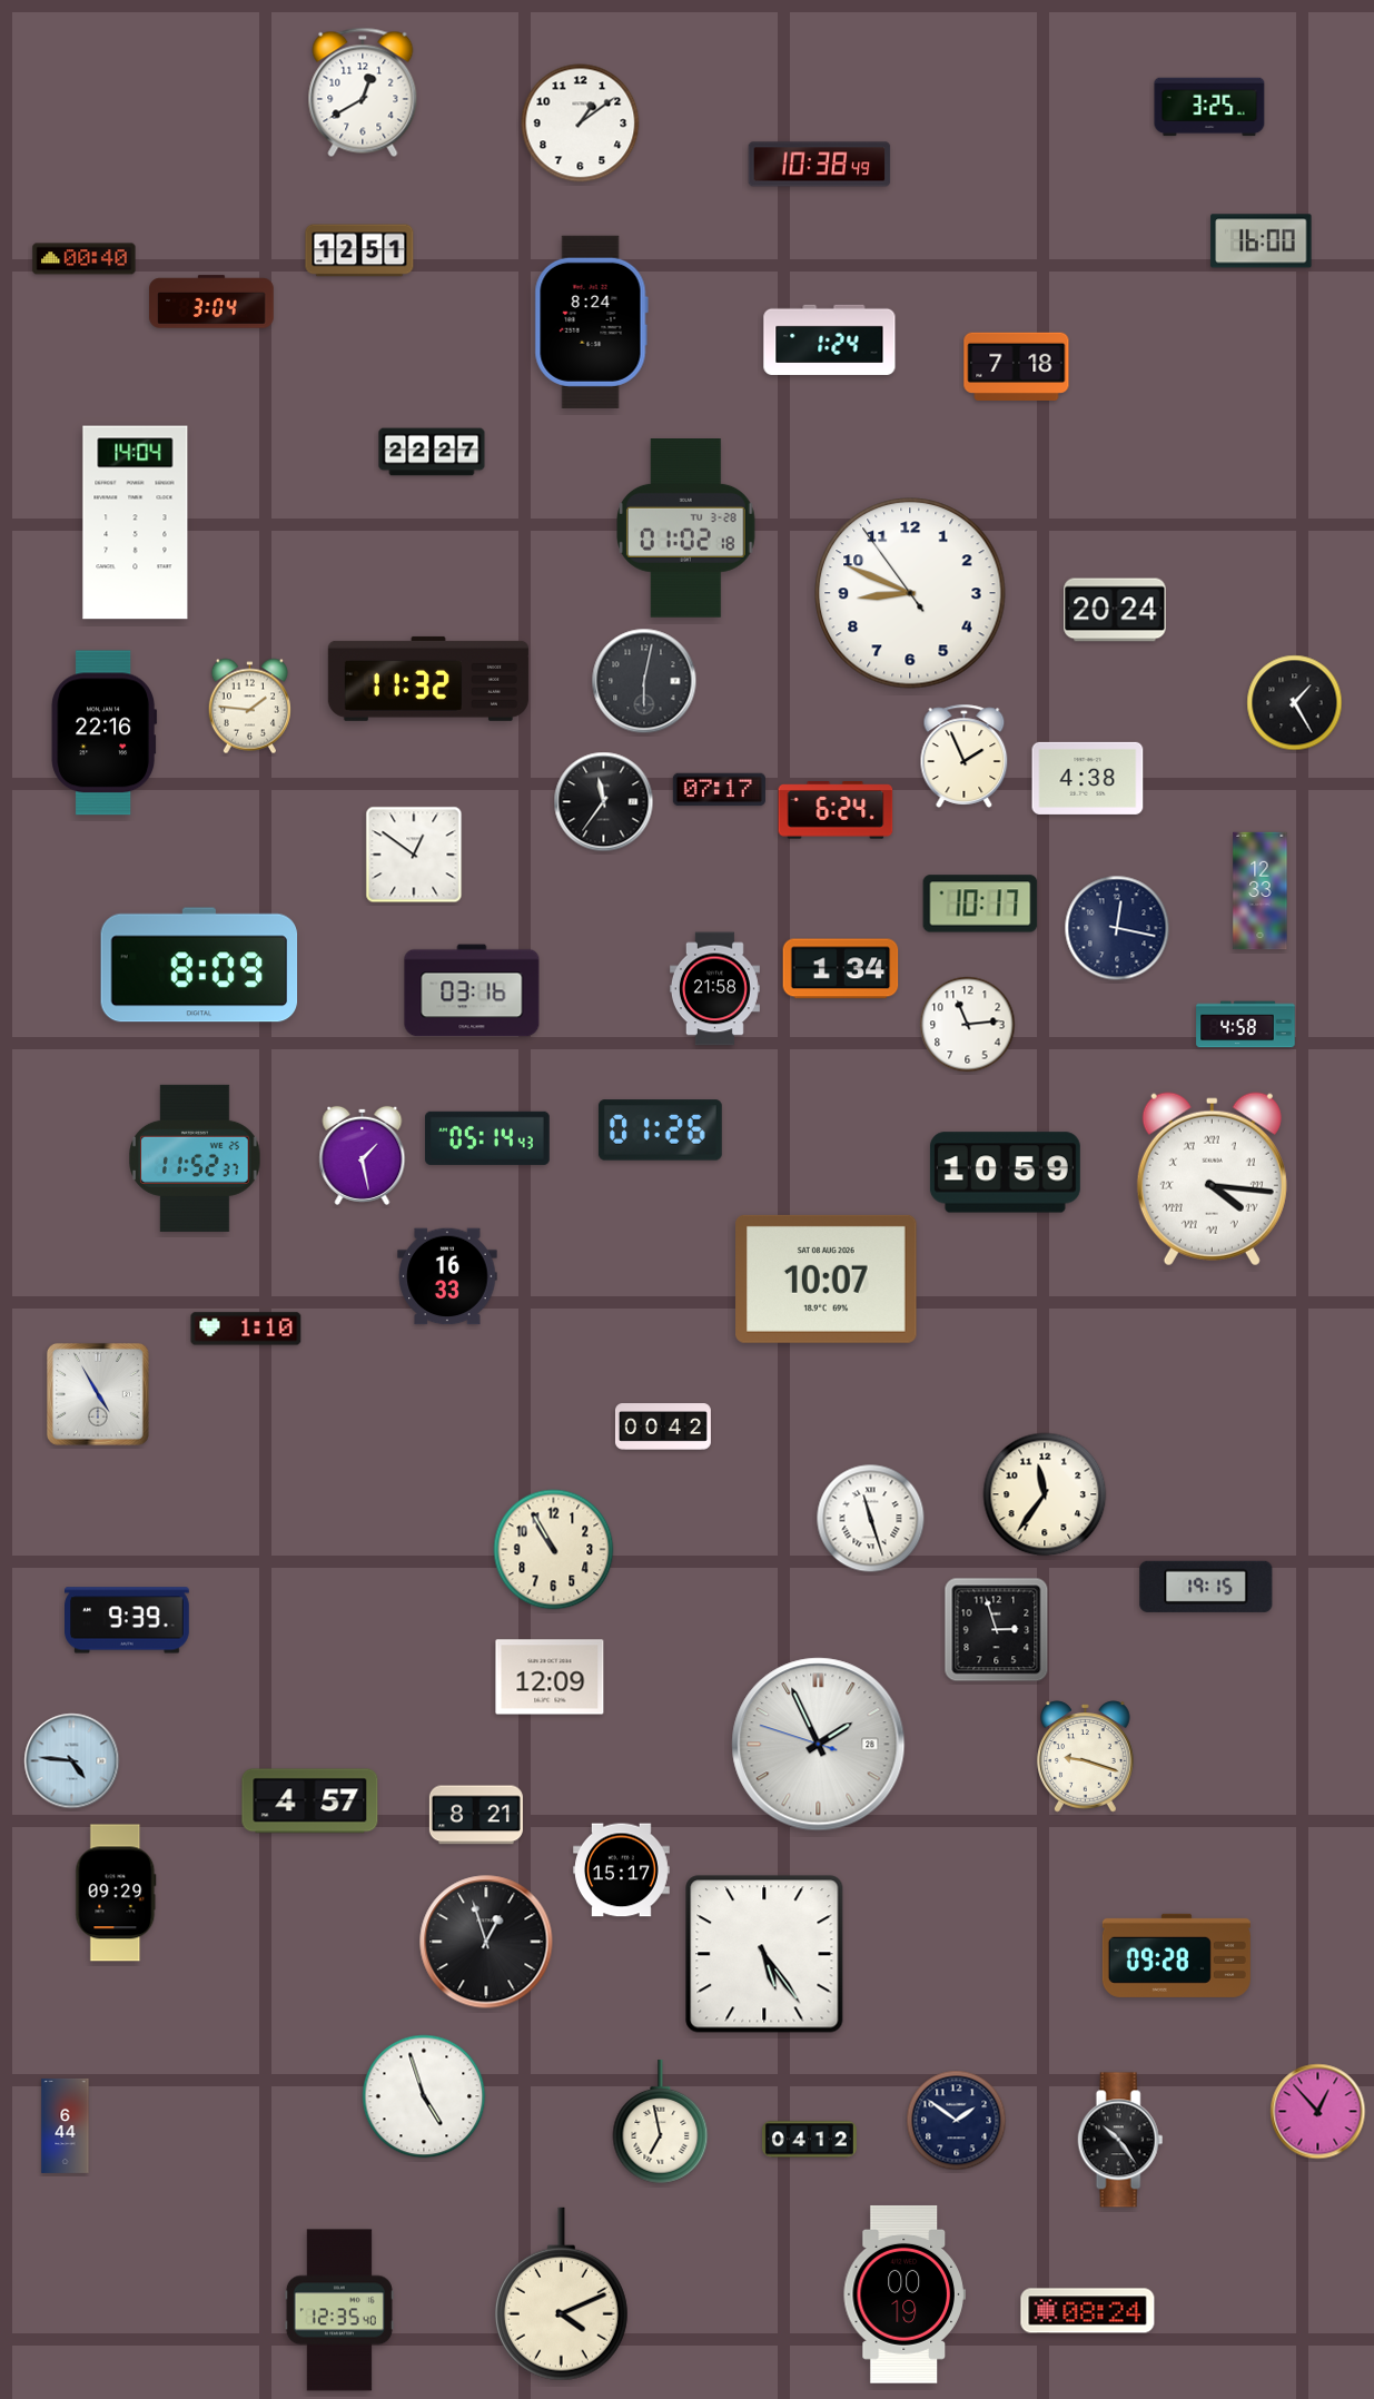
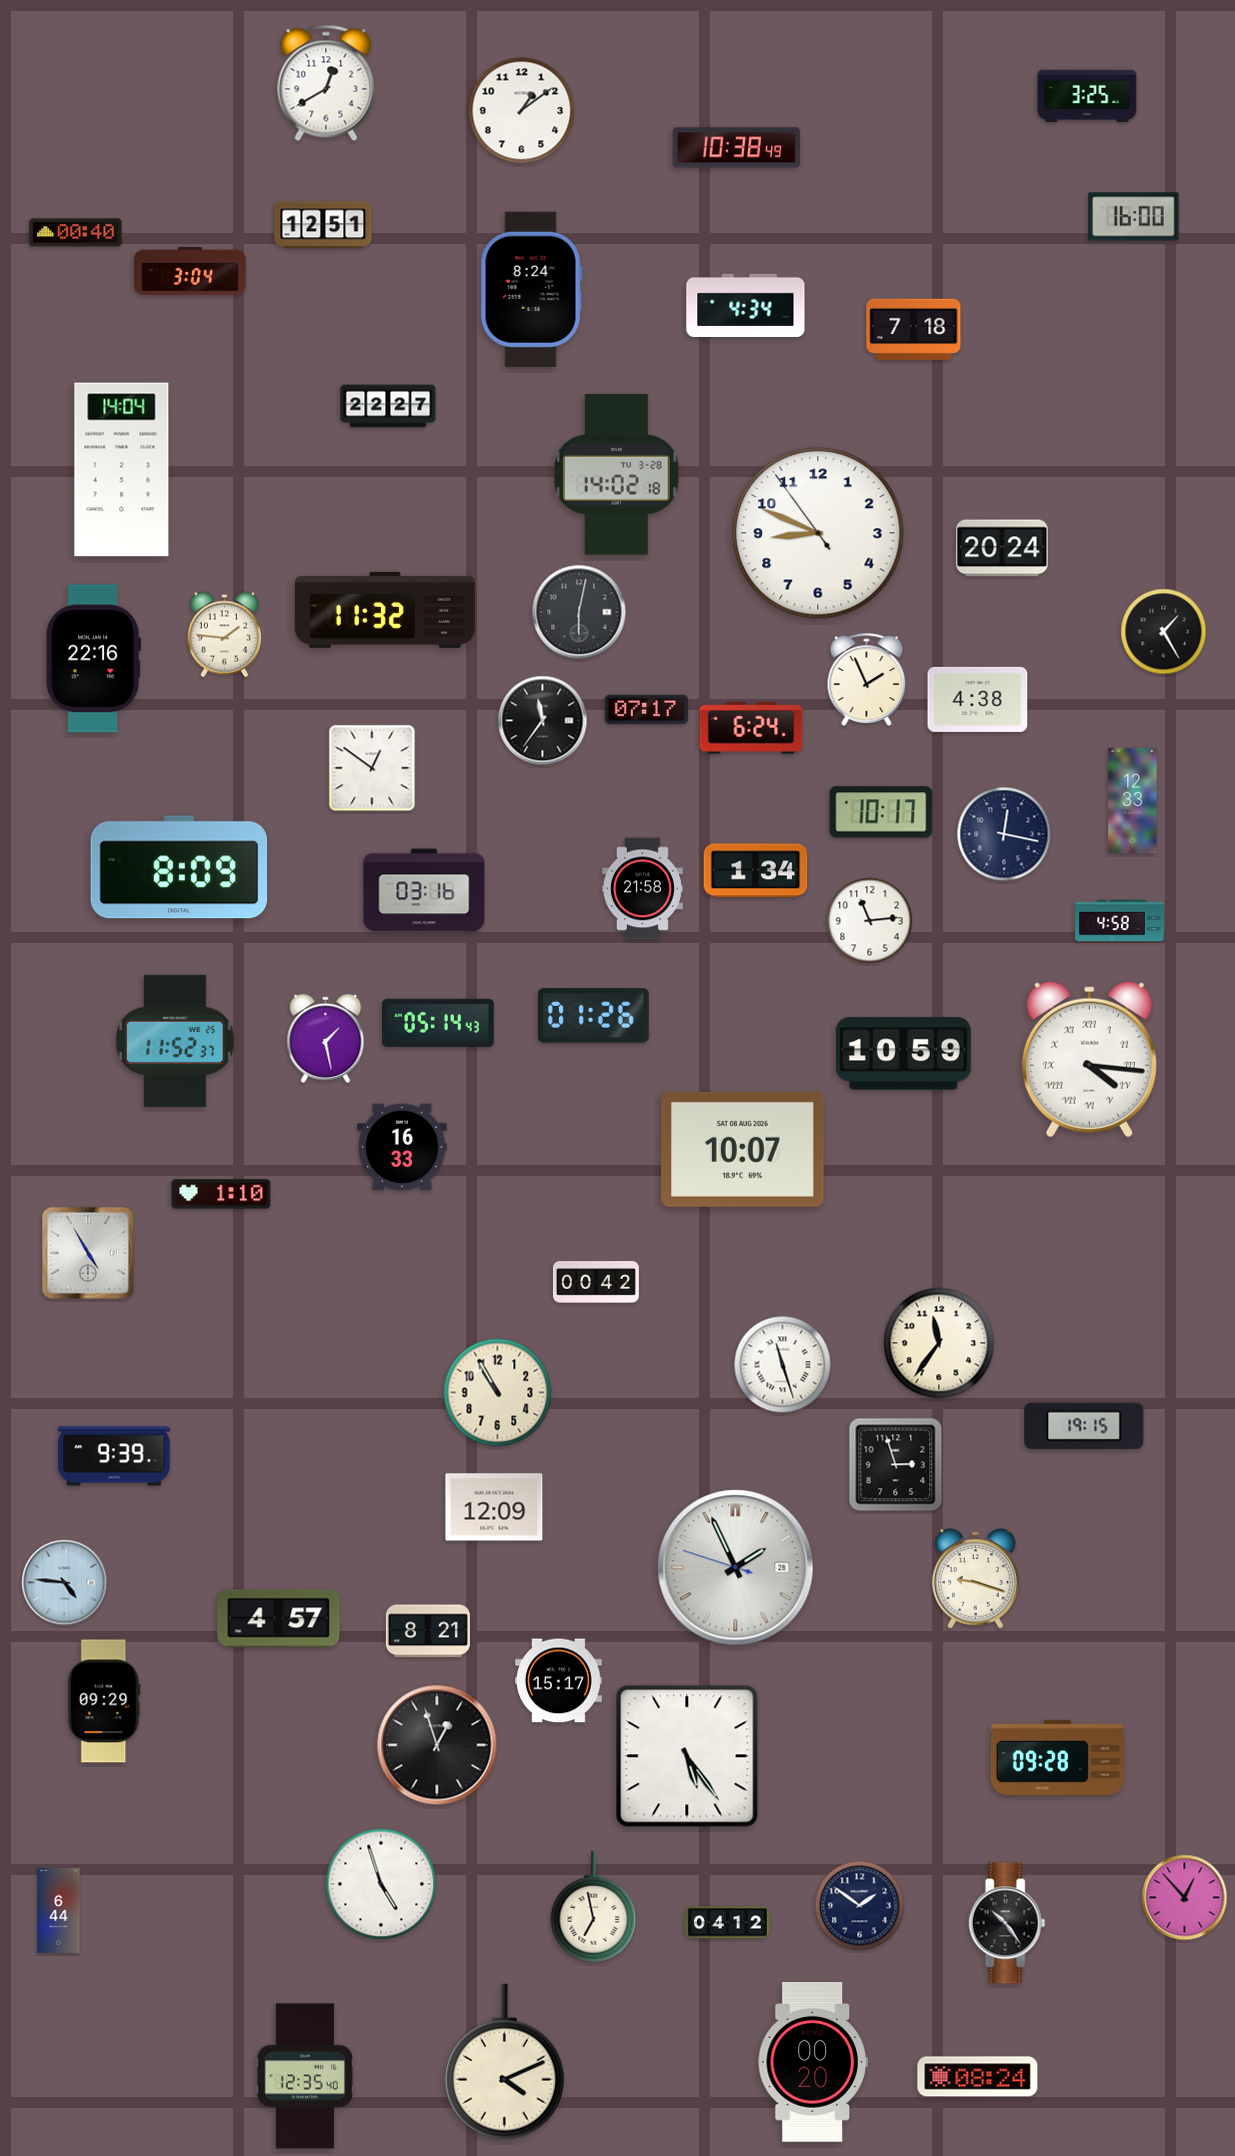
clock at (830, 339): 1:24 -> 4:34
clock at (686, 529): 01:02 -> 14:02
clock at (905, 2294): 00:19 -> 00:20
